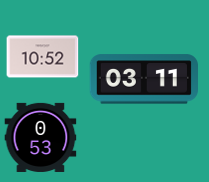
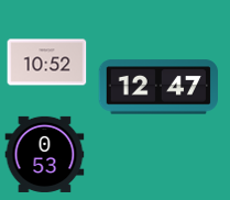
clock at (143, 79): 03:11 -> 12:47
clock at (41, 137) position: (41, 137) -> (45, 154)
